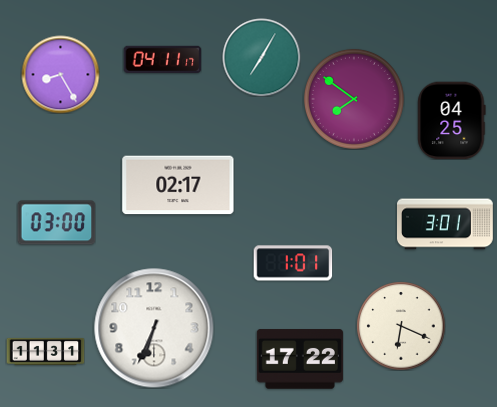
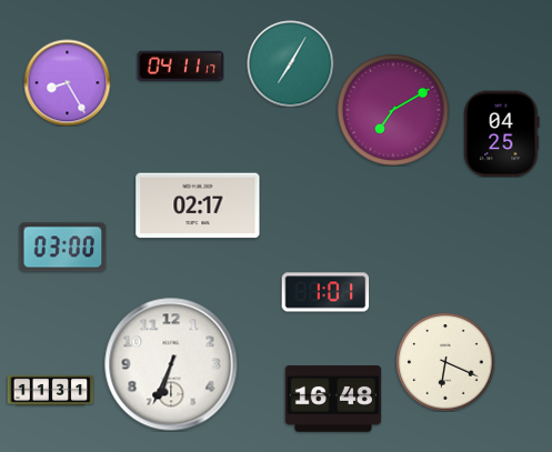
clock at (354, 99): 7:51 -> 7:10
clock at (446, 224): 3:01 -> none
clock at (300, 359): 17:22 -> 16:48
